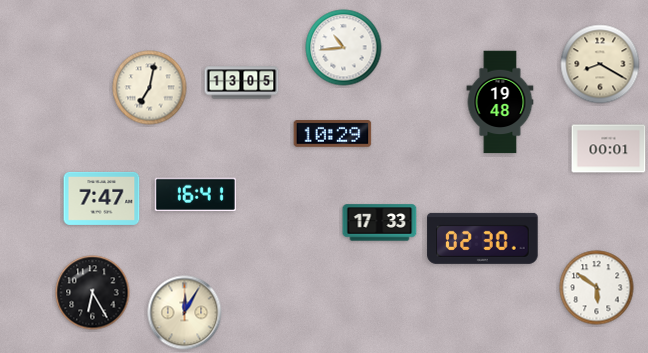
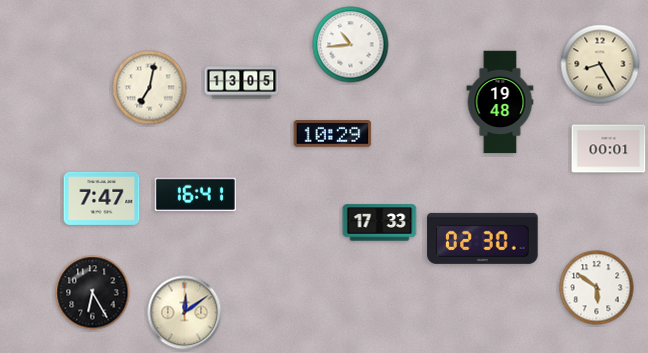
clock at (344, 48) position: (344, 48) -> (351, 45)
clock at (600, 64): 8:20 -> 8:25
clock at (185, 313): 12:05 -> 12:09
